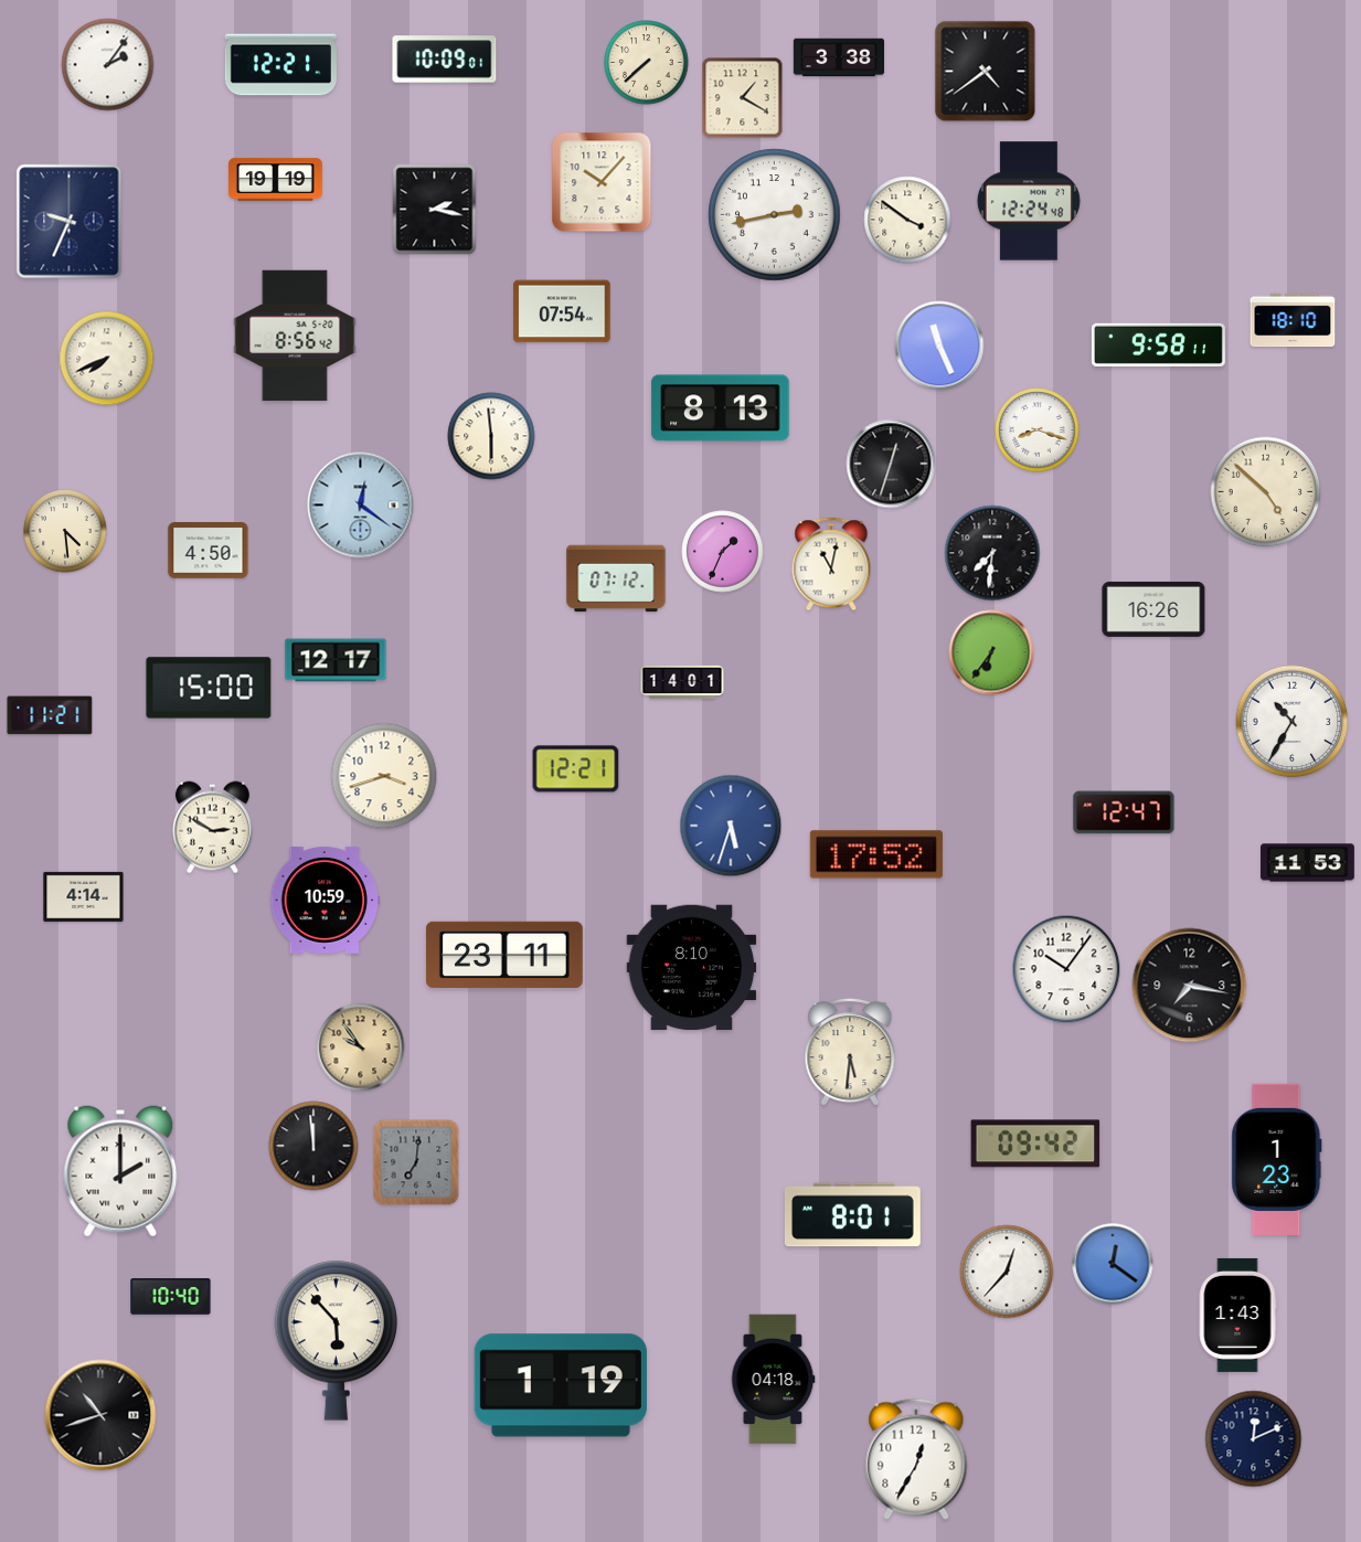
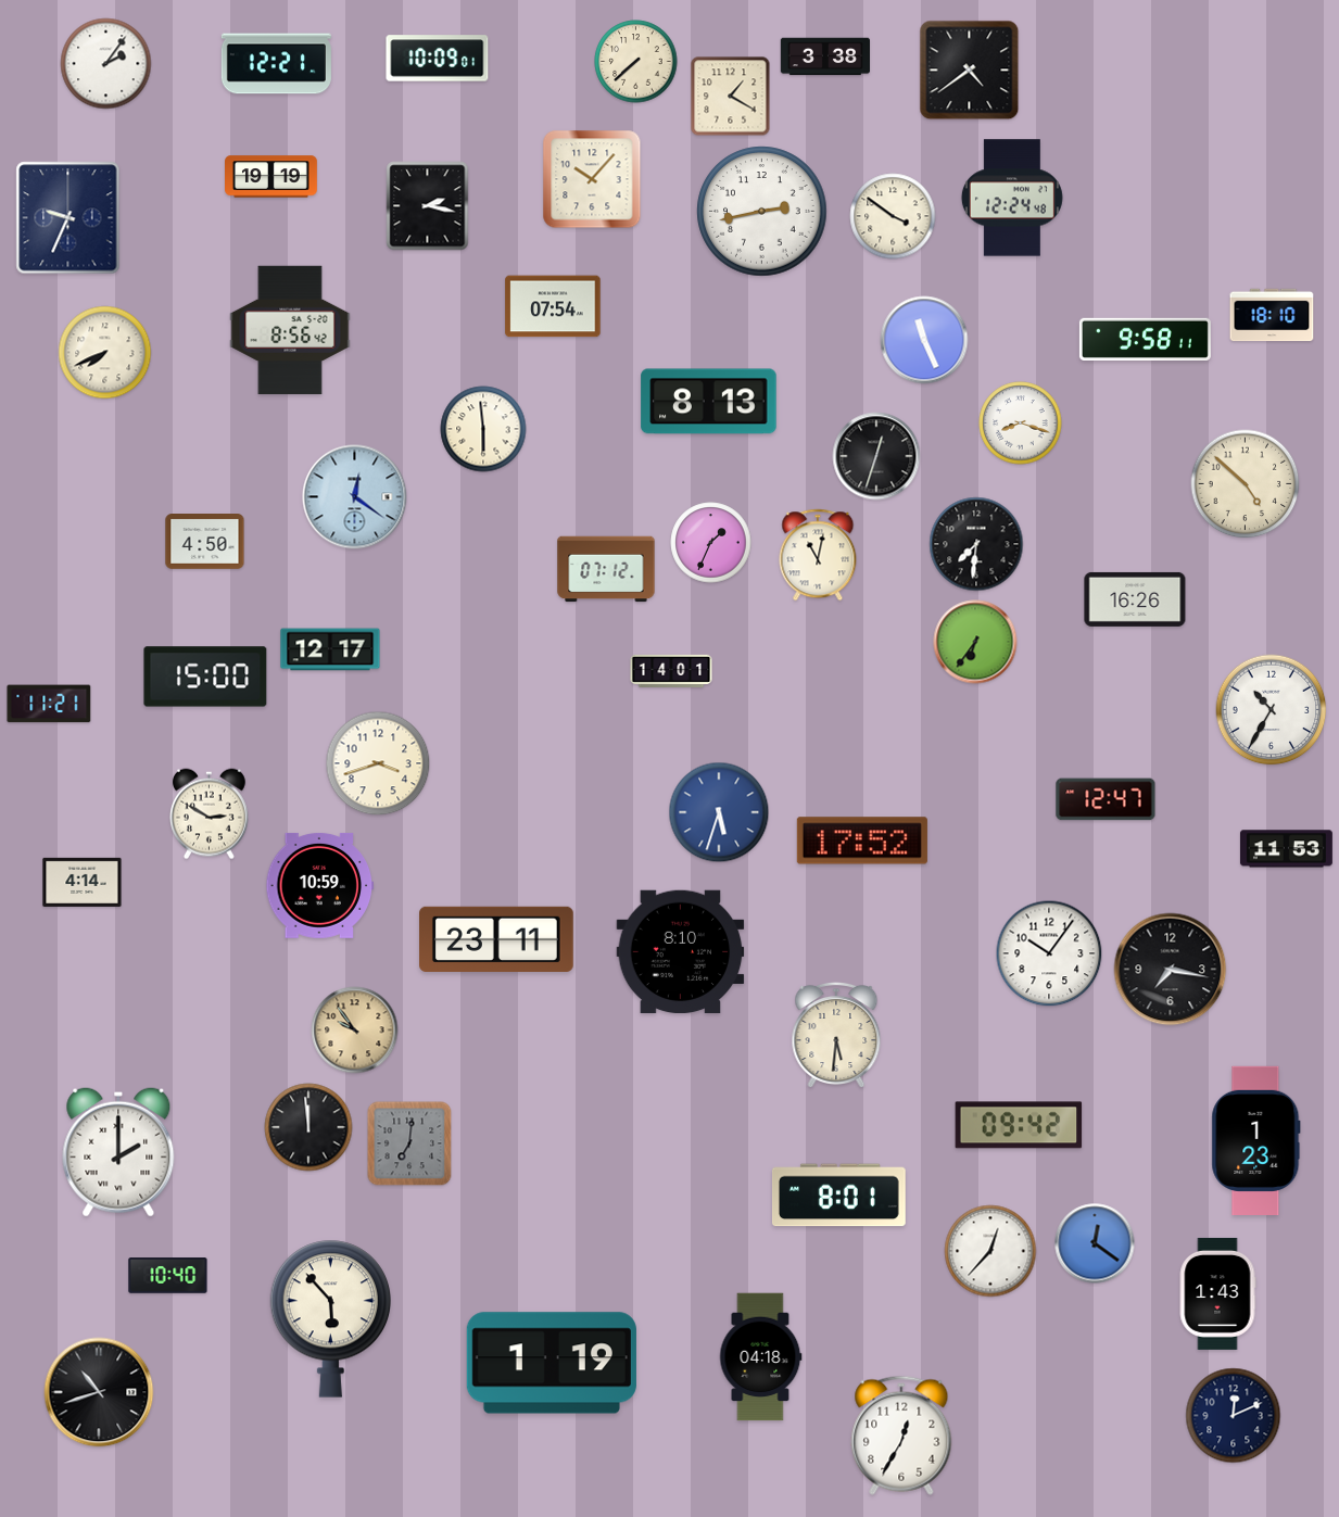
clock at (1158, 344) position: (1158, 344) -> (1145, 339)
clock at (65, 531): 4:29 -> none
clock at (576, 769): 12:21 -> none
